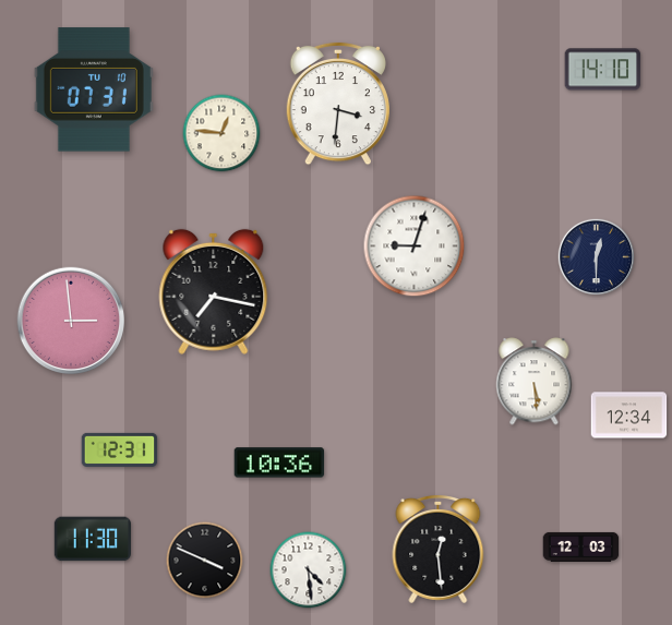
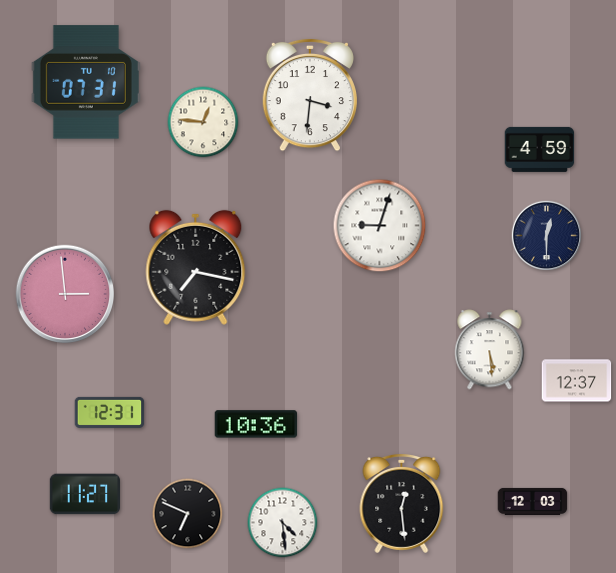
clock at (603, 70): 14:10 -> none
clock at (540, 149): none -> 4:59
clock at (629, 416): 12:34 -> 12:37
clock at (92, 539): 11:30 -> 11:27
clock at (205, 561): 3:49 -> 6:49
